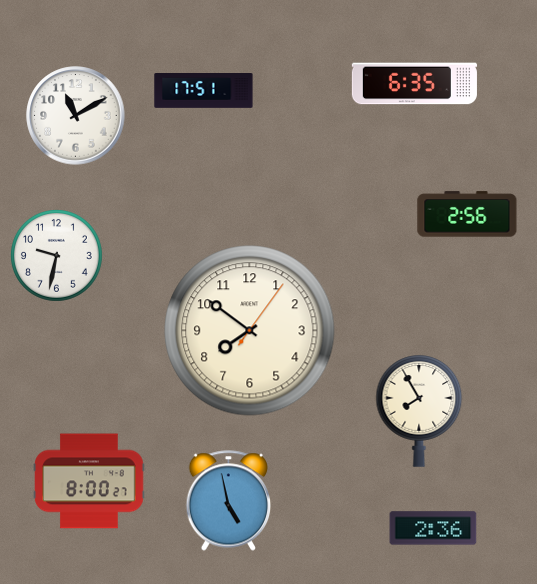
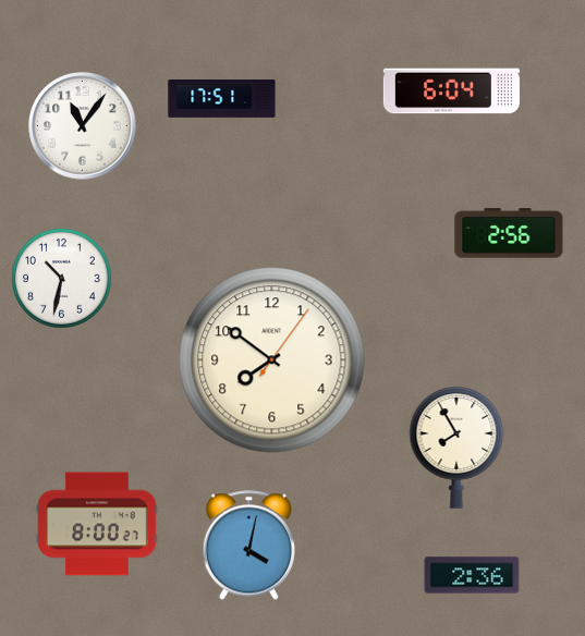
clock at (414, 84): 6:35 -> 6:04
clock at (76, 116): 11:10 -> 11:06
clock at (57, 256): 9:32 -> 10:32
clock at (229, 501): 4:58 -> 4:02
